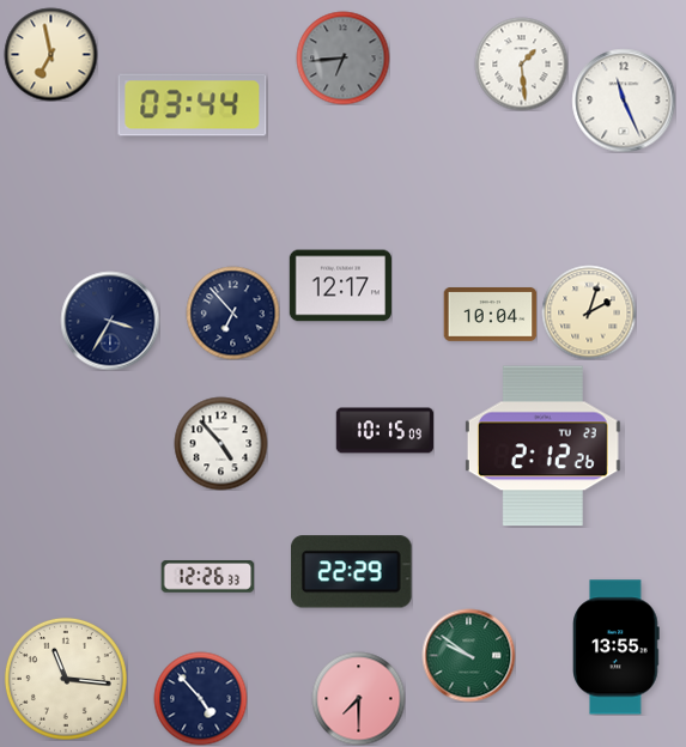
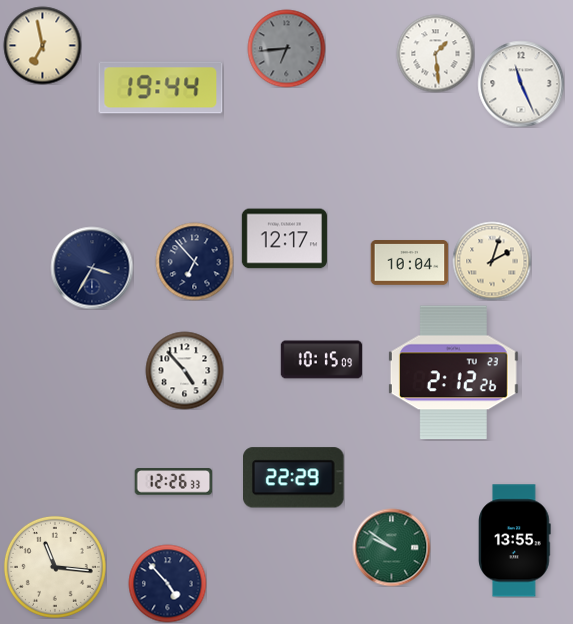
clock at (193, 105): 03:44 -> 19:44
clock at (358, 698): 7:30 -> none
